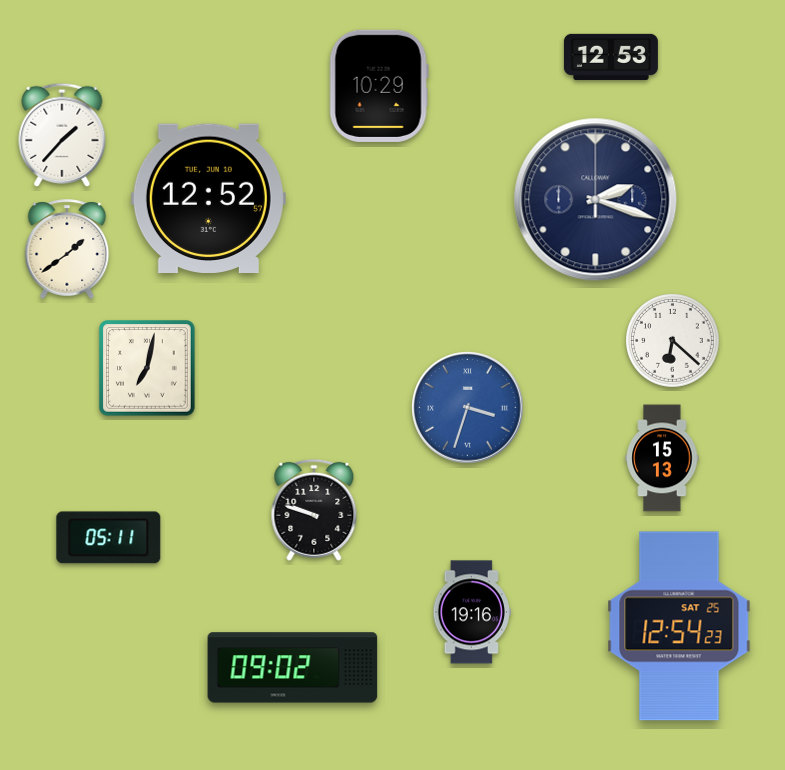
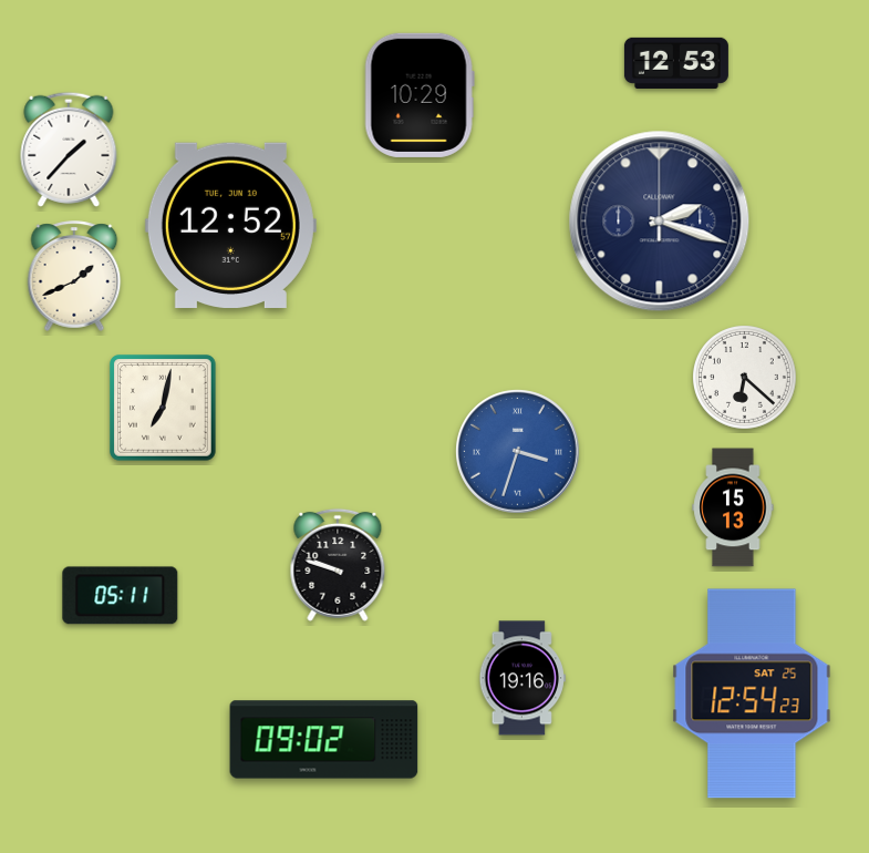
clock at (208, 199) position: (208, 199) -> (230, 226)
clock at (67, 249): 1:39 -> 1:41
clock at (314, 510) position: (314, 510) -> (338, 565)
